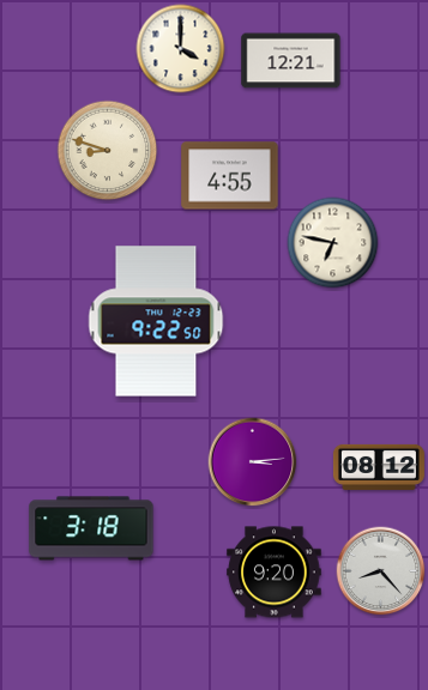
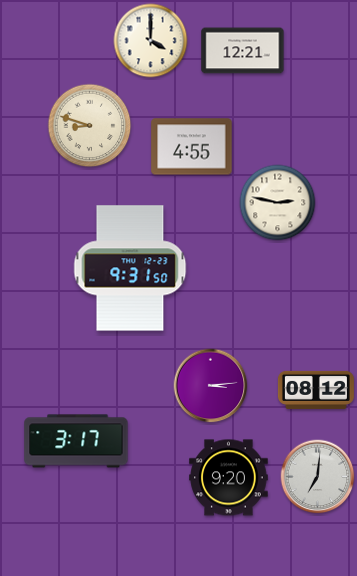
clock at (333, 243): 6:47 -> 2:47
clock at (156, 321): 9:22 -> 9:31
clock at (91, 528): 3:18 -> 3:17
clock at (381, 571): 8:23 -> 7:01
